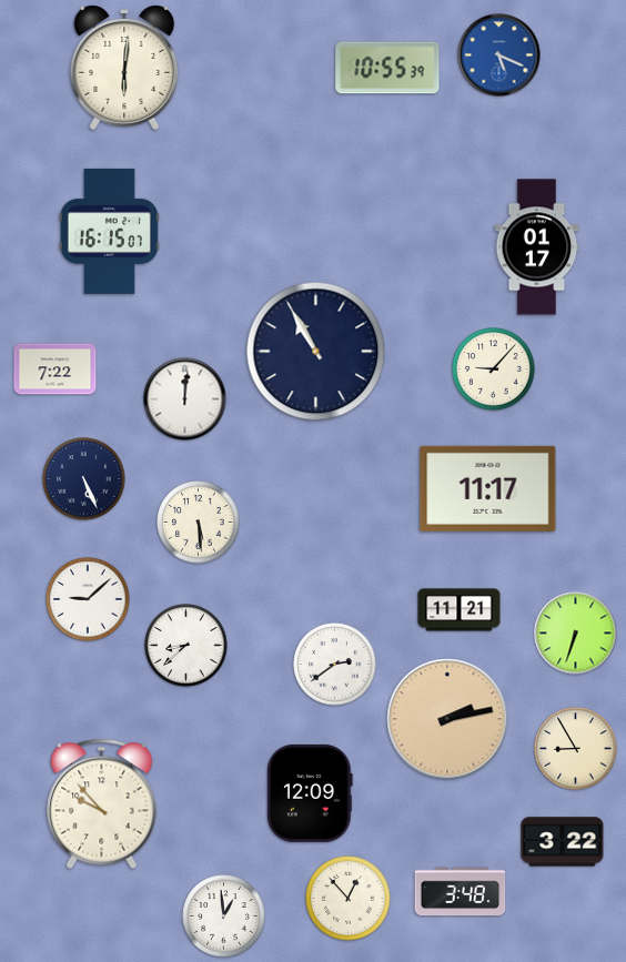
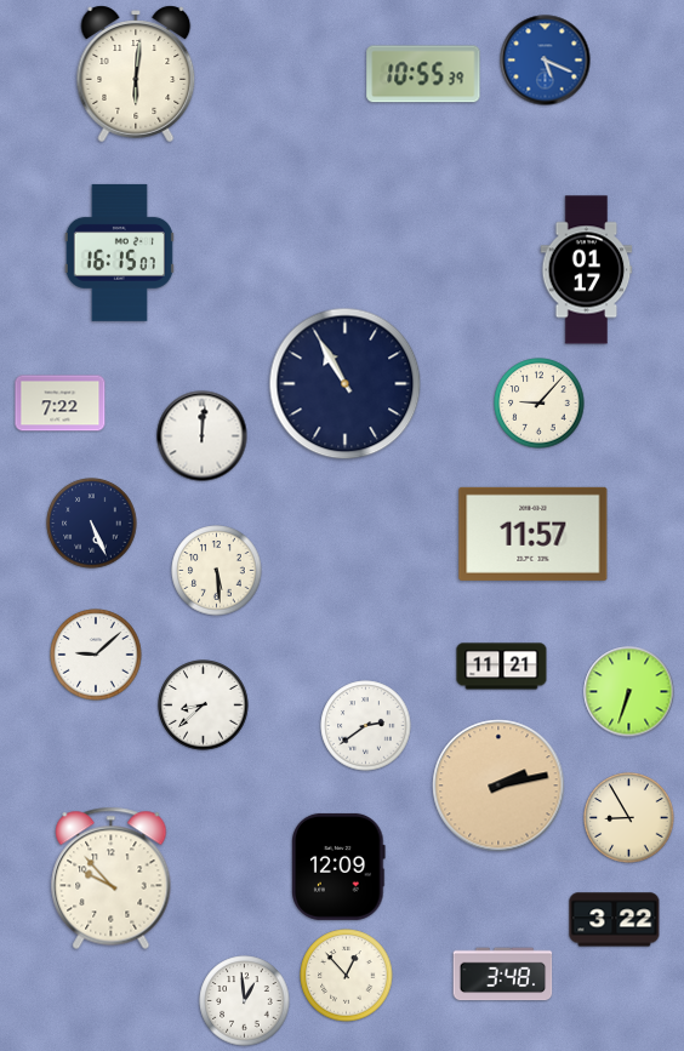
clock at (488, 488): 11:17 -> 11:57
clock at (447, 719) position: (447, 719) -> (498, 786)
clock at (349, 899) position: (349, 899) -> (347, 976)
